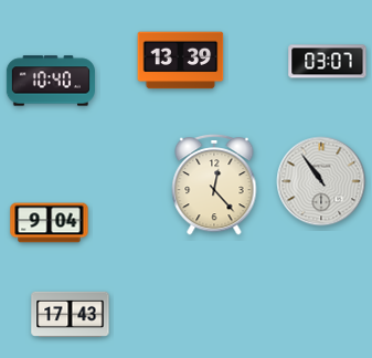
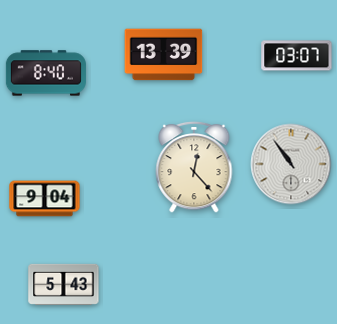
clock at (51, 81): 10:40 -> 8:40
clock at (50, 223) position: (50, 223) -> (45, 199)
clock at (71, 314): 17:43 -> 5:43
